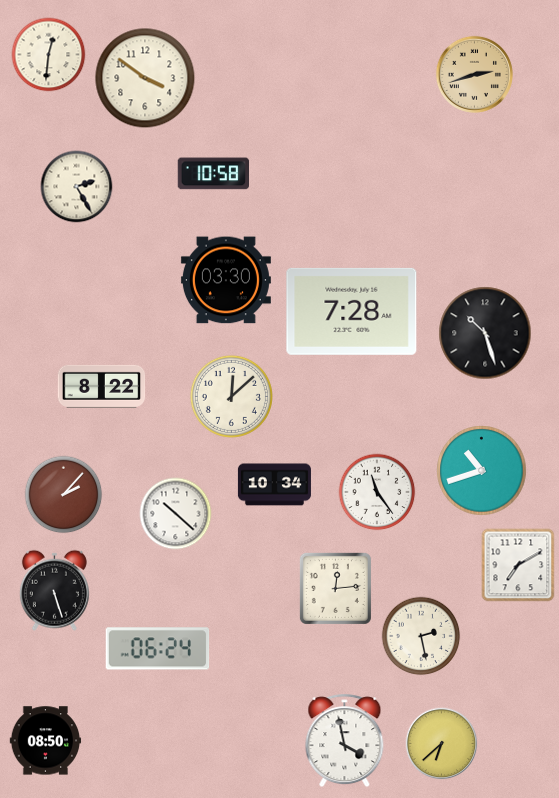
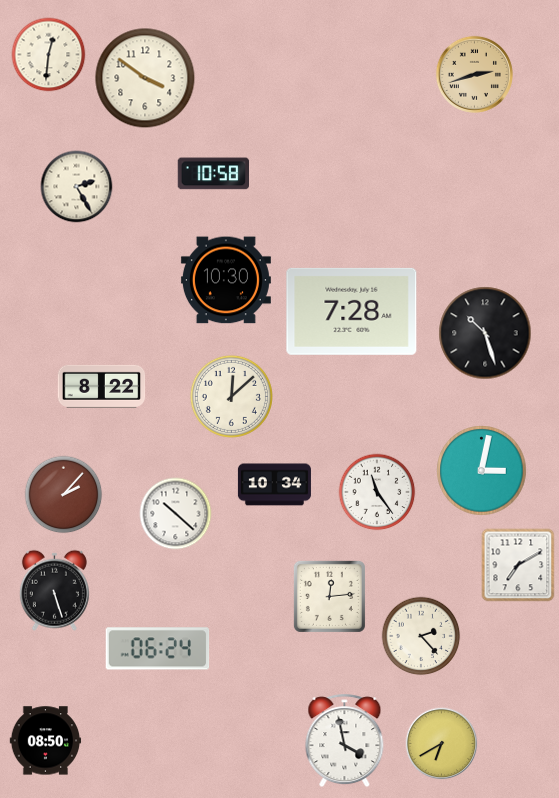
clock at (226, 280): 03:30 -> 10:30
clock at (482, 471): 10:42 -> 3:02
clock at (335, 588) position: (335, 588) -> (329, 596)
clock at (421, 636): 2:28 -> 2:23
clock at (442, 744): 6:38 -> 6:40
